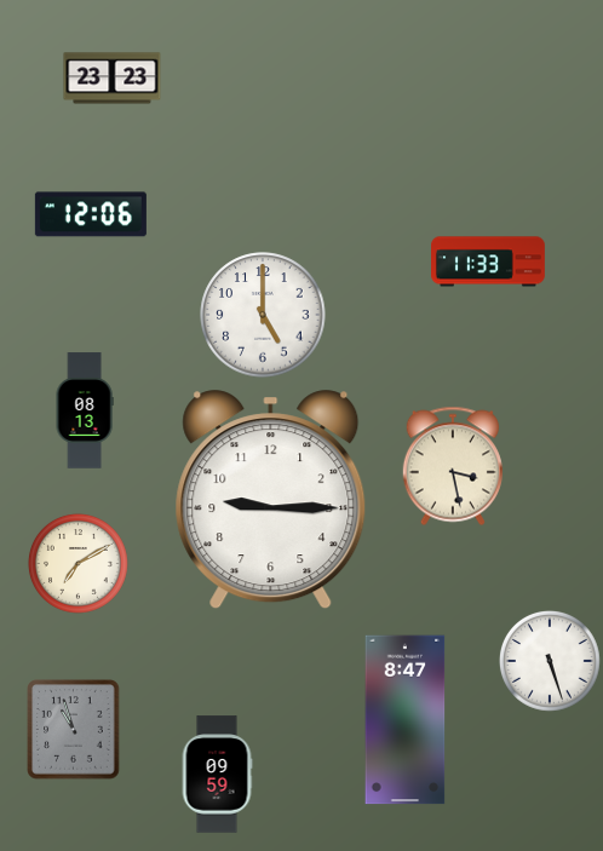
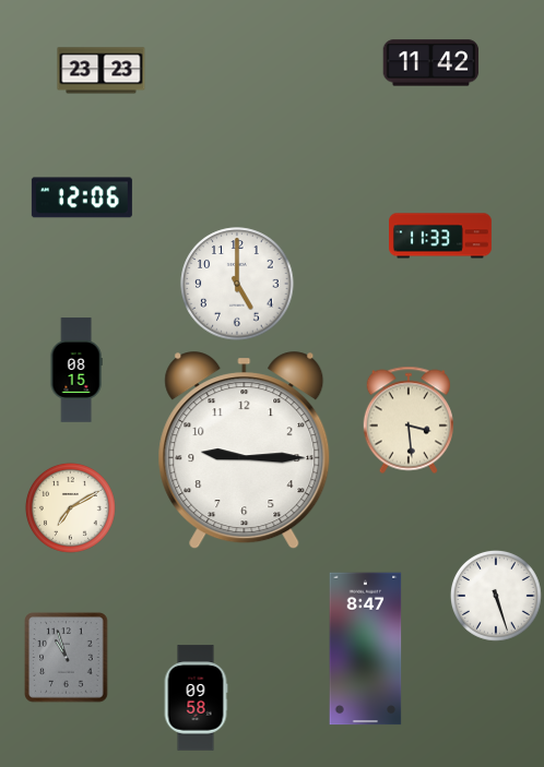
clock at (431, 63): none -> 11:42
clock at (91, 214) position: (91, 214) -> (82, 197)
clock at (85, 410): 08:13 -> 08:15
clock at (453, 466): 3:28 -> 3:29
clock at (217, 775): 09:59 -> 09:58
